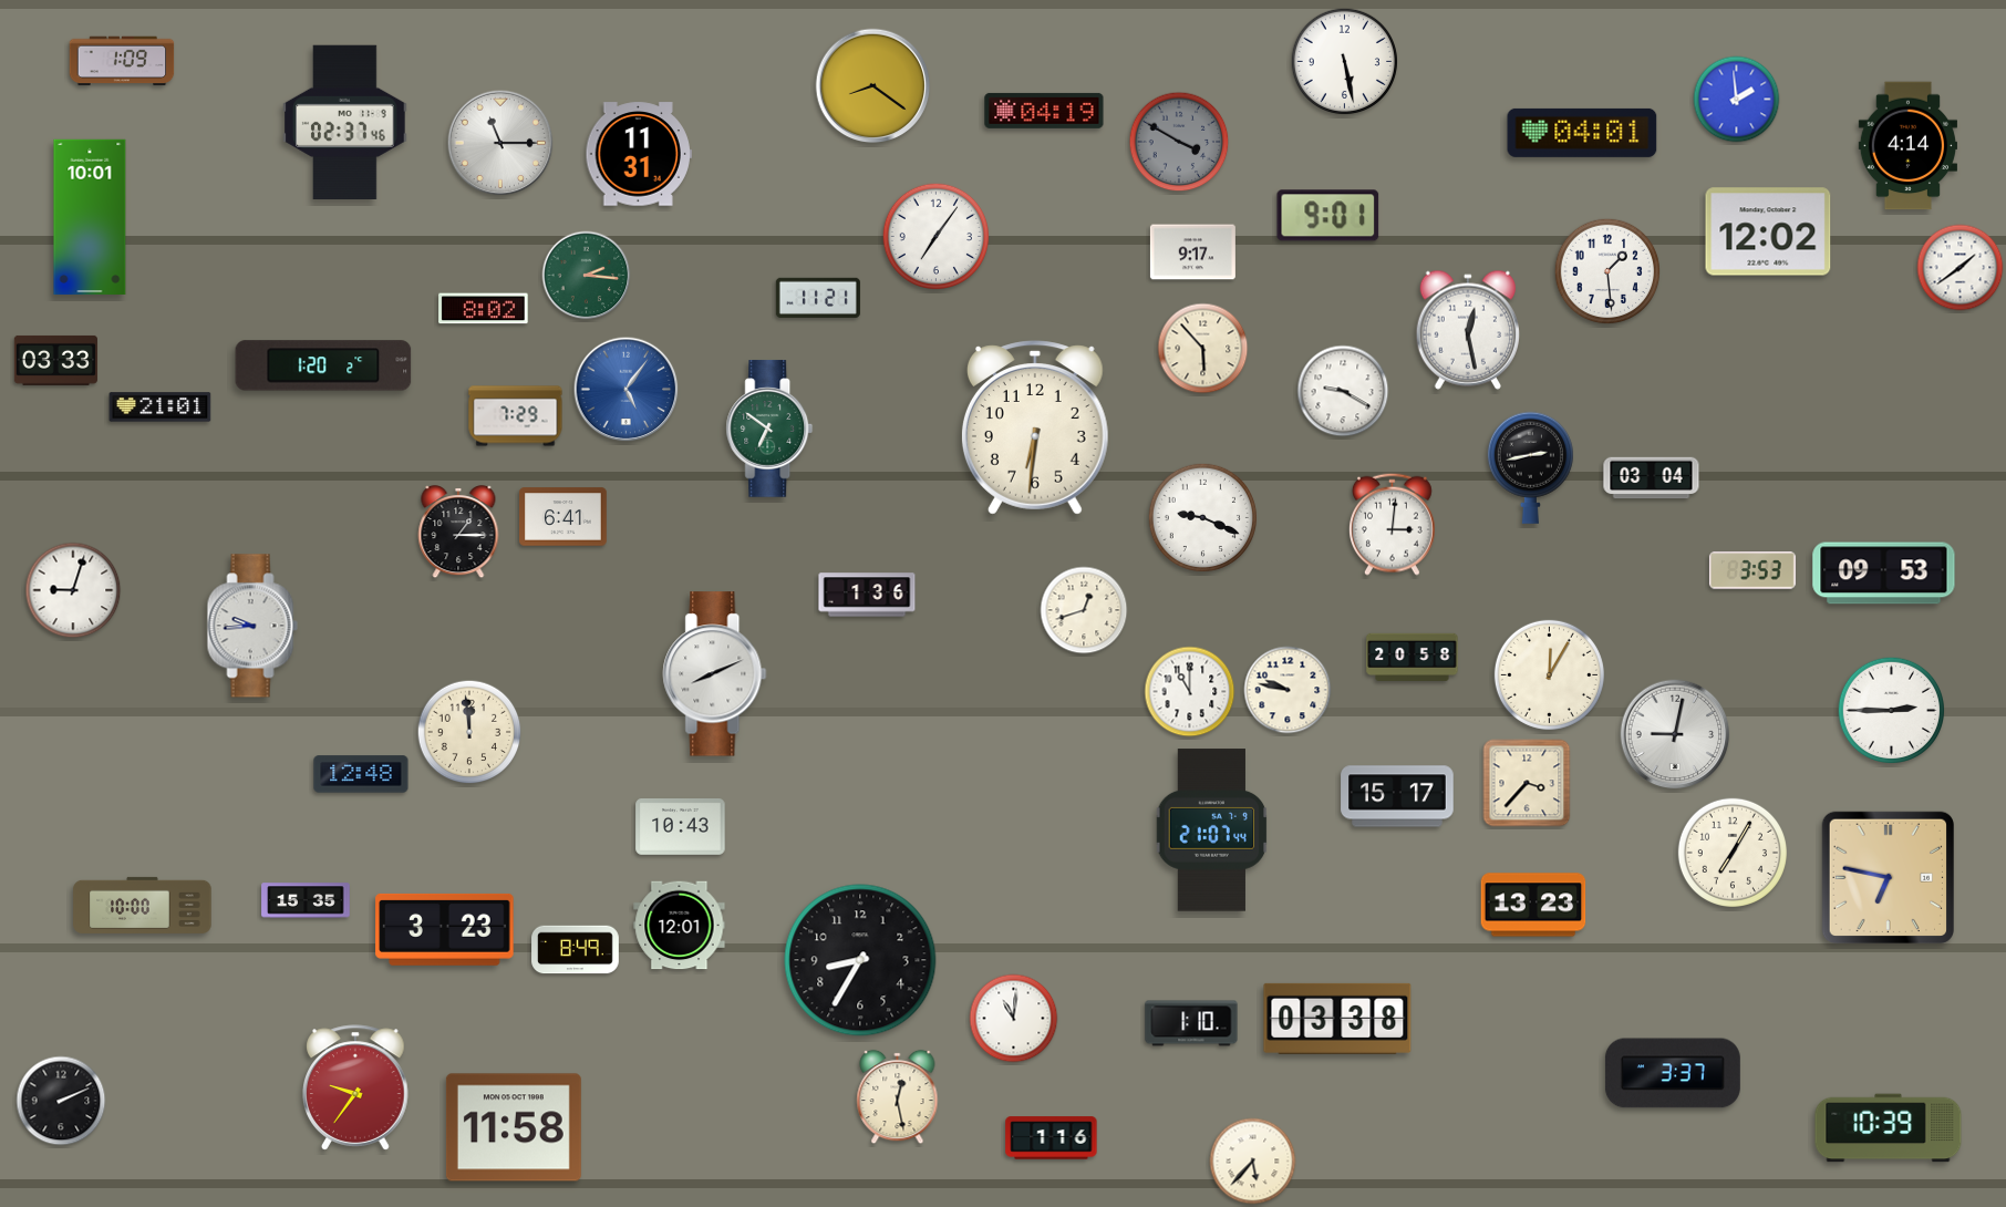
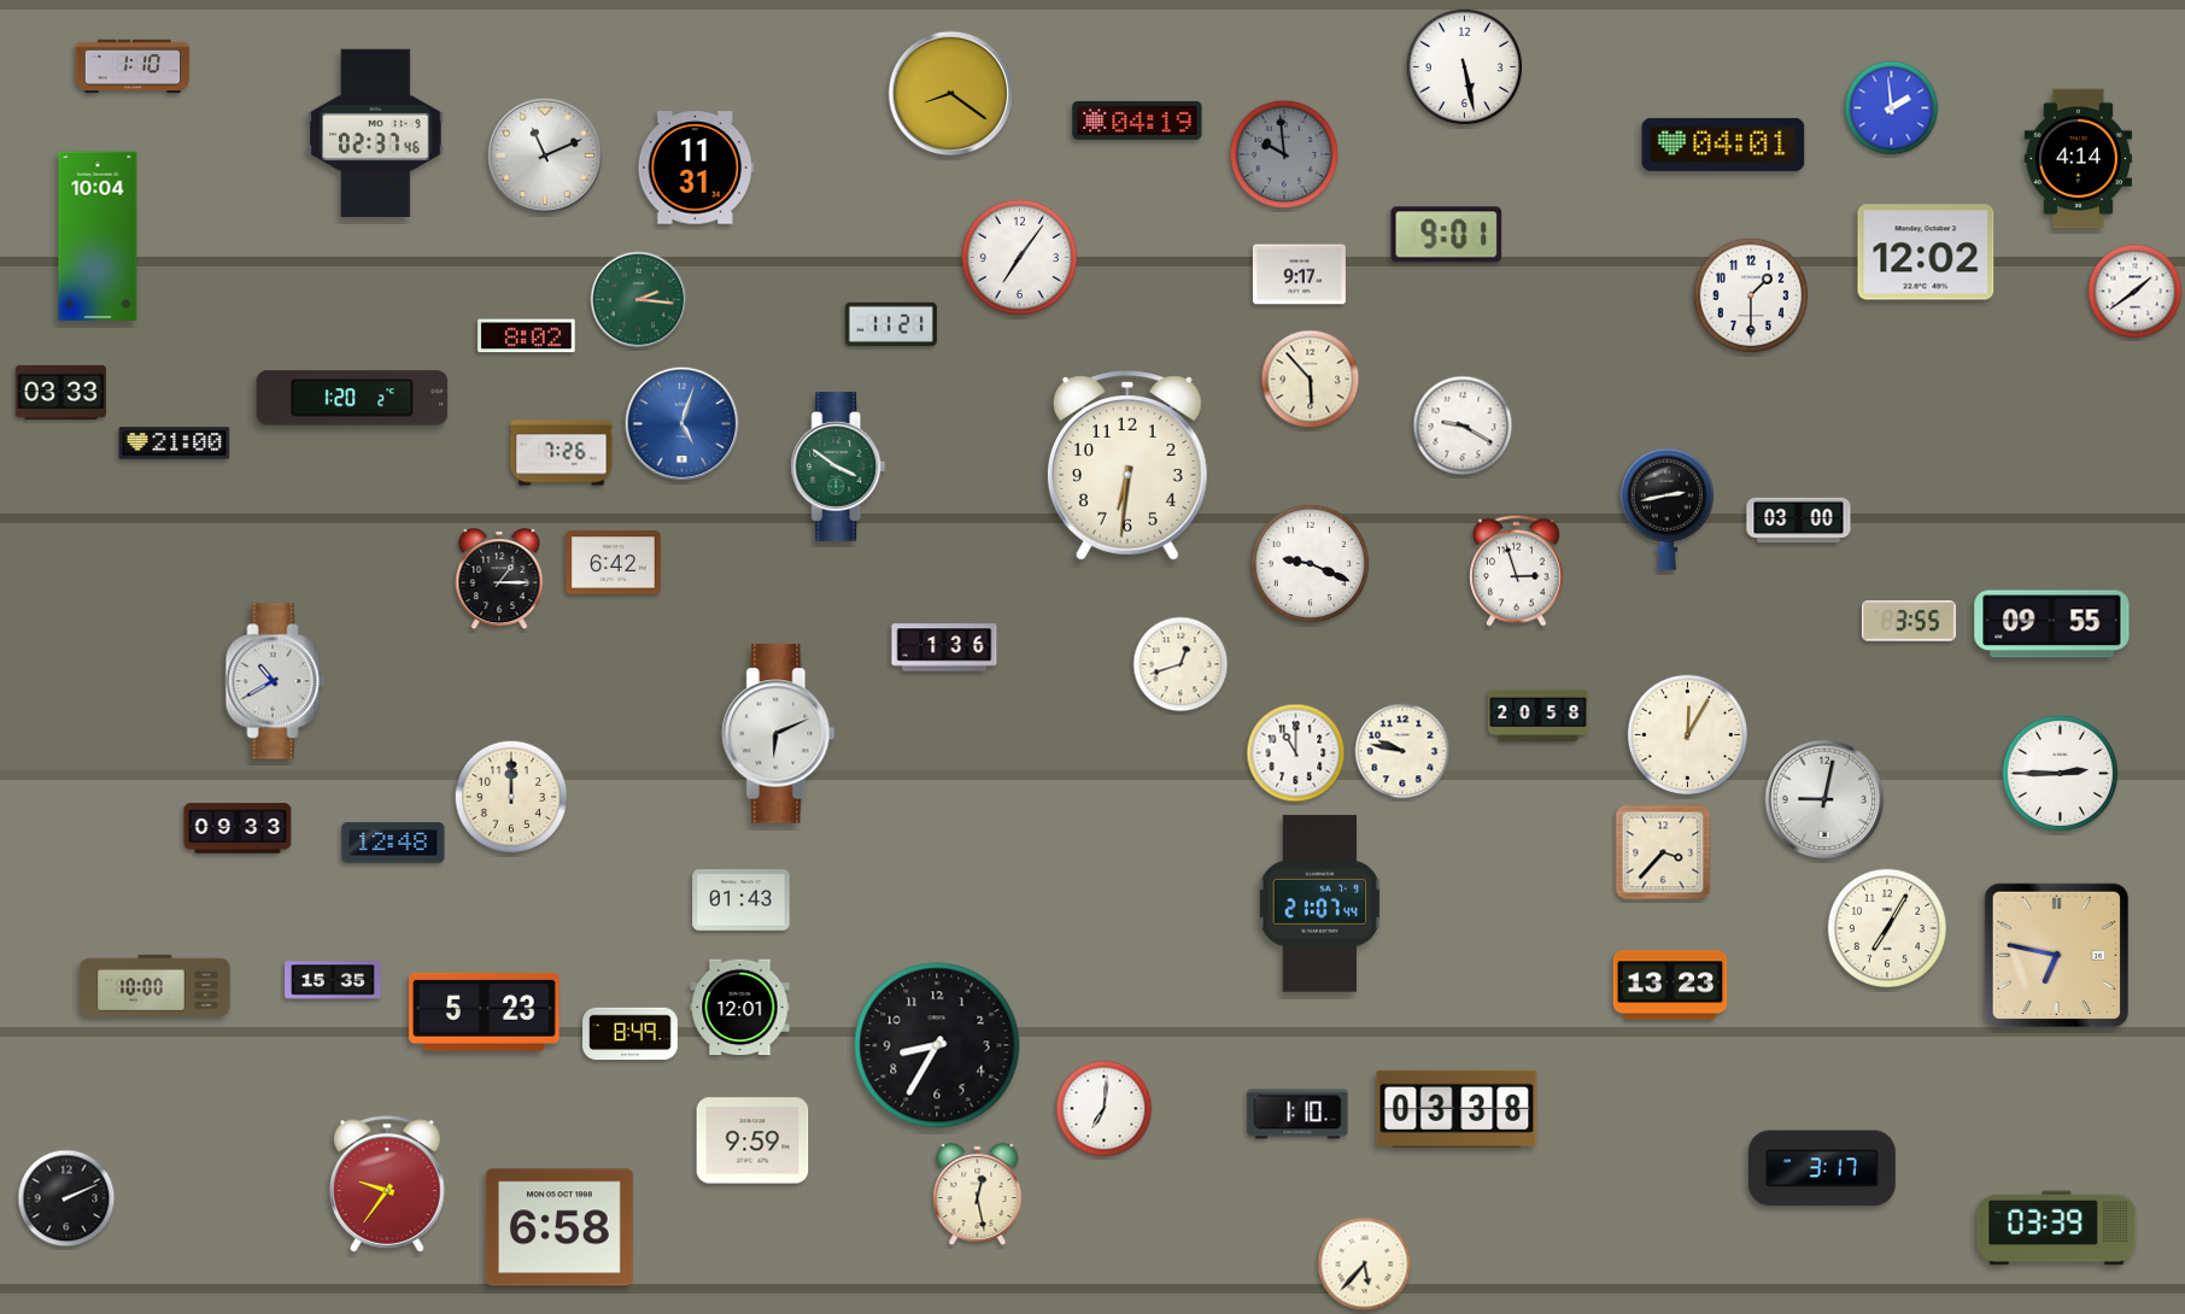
clock at (122, 61): 1:09 -> 1:10
clock at (1179, 142): 3:50 -> 9:59
clock at (500, 143): 11:15 -> 11:11
clock at (90, 216): 10:01 -> 10:04
clock at (1607, 271): 1:29 -> 1:30
clock at (1467, 330): 12:28 -> none
clock at (627, 390): 5:06 -> 5:03
clock at (161, 408): 21:01 -> 21:00
clock at (516, 416): 7:29 -> 7:26
clock at (769, 429): 6:51 -> 3:51
clock at (1652, 478): 03:04 -> 03:00
clock at (563, 517): 6:41 -> 6:42
clock at (1393, 524): 3:01 -> 2:57
clock at (1752, 570): 3:53 -> 3:55
clock at (1884, 574): 09:53 -> 09:55
clock at (73, 590): 9:03 -> none
clock at (252, 626): 9:44 -> 10:40
clock at (715, 674): 8:11 -> 6:11
clock at (469, 732): 11:59 -> 12:00
clock at (238, 828): none -> 09:33
clock at (1397, 796): 15:17 -> none
clock at (681, 827): 10:43 -> 01:43
clock at (445, 929): 3:23 -> 5:23
clock at (576, 950) position: (576, 950) -> (631, 1034)
clock at (1014, 1019): 11:01 -> 7:01
clock at (752, 1140): none -> 9:59
clock at (1673, 1073): 3:37 -> 3:17
clock at (514, 1127): 11:58 -> 6:58
clock at (1889, 1128): 10:39 -> 03:39
clock at (1052, 1138): 1:16 -> none
